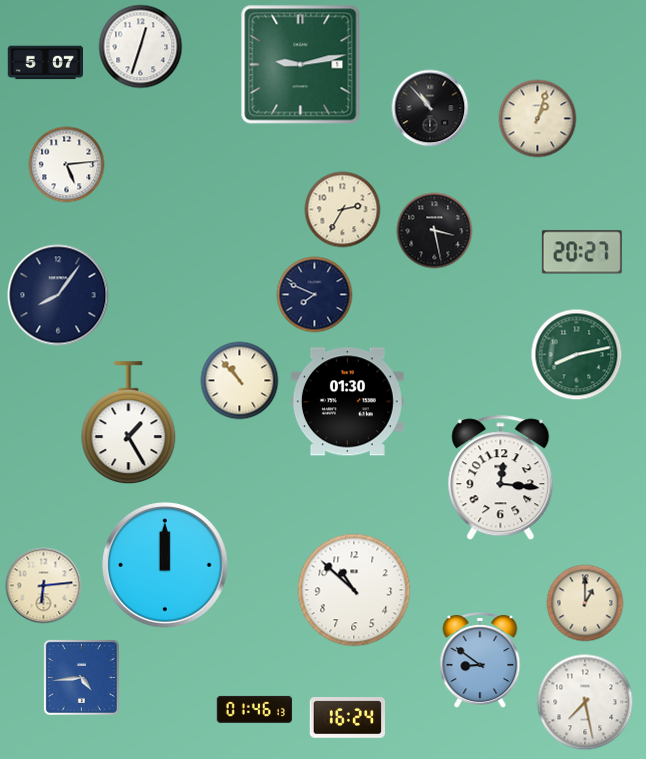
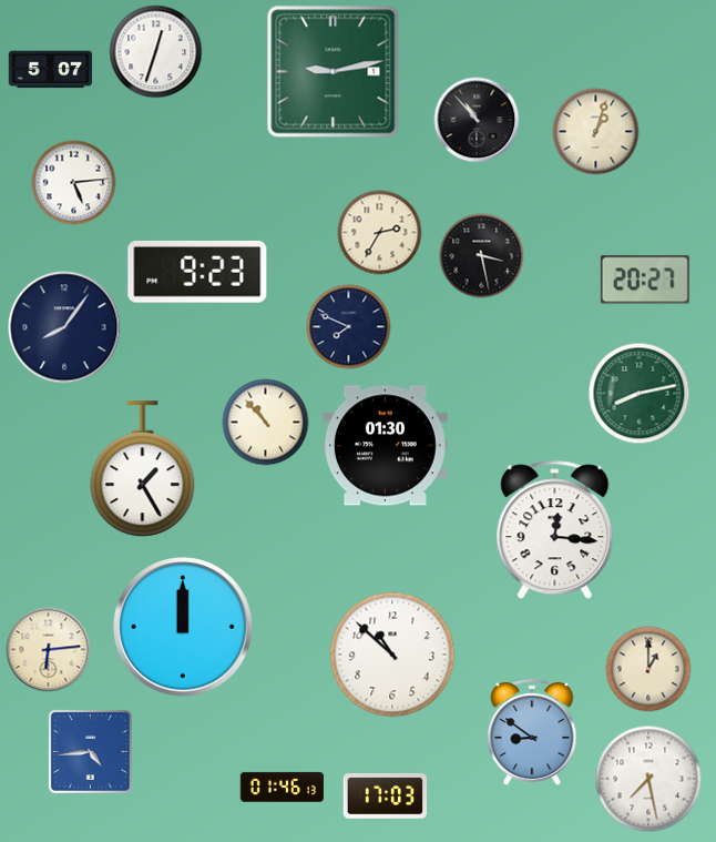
clock at (197, 272): none -> 9:23
clock at (347, 718): 16:24 -> 17:03
